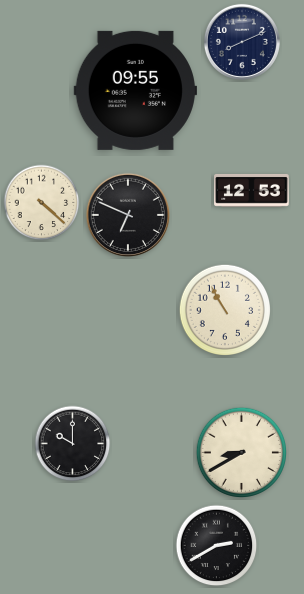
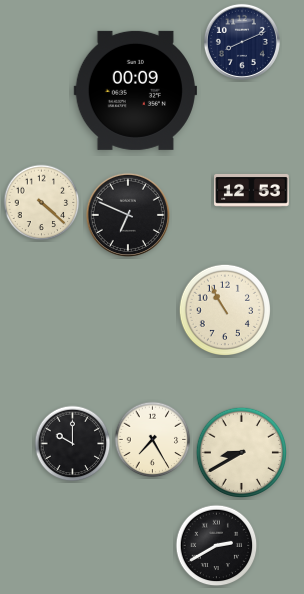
clock at (135, 90): 09:55 -> 00:09
clock at (153, 440): none -> 7:25
